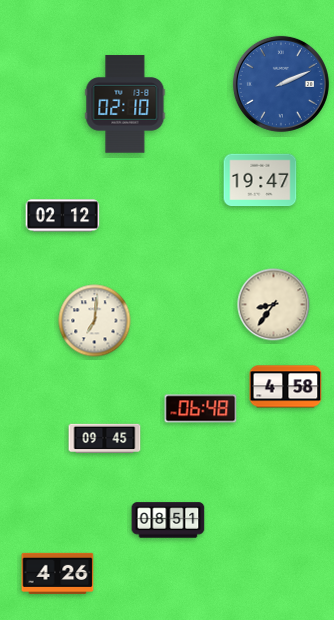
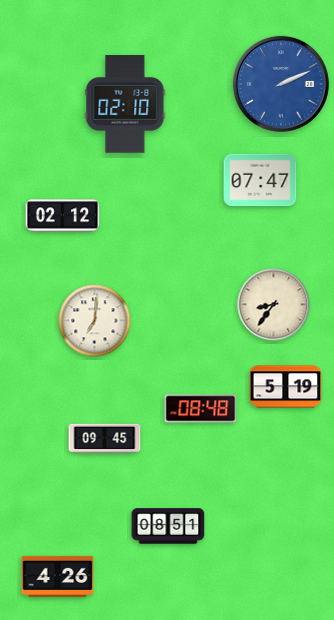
clock at (260, 180): 19:47 -> 07:47
clock at (286, 387): 4:58 -> 5:19
clock at (201, 409): 06:48 -> 08:48
clock at (168, 520) position: (168, 520) -> (168, 526)
clock at (58, 573) position: (58, 573) -> (58, 576)
